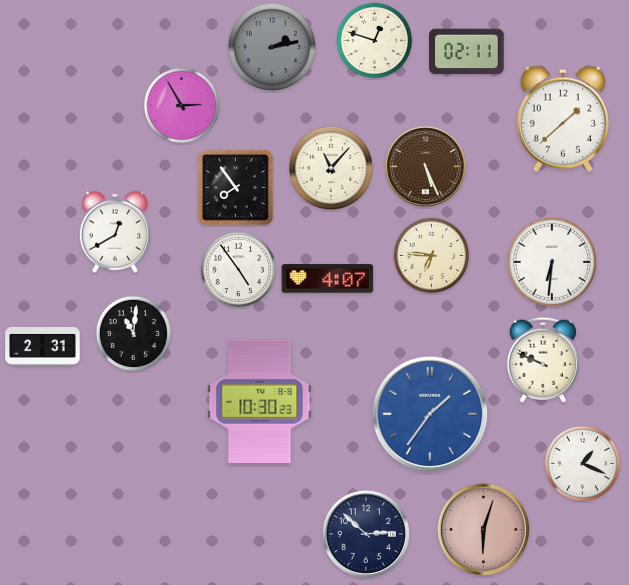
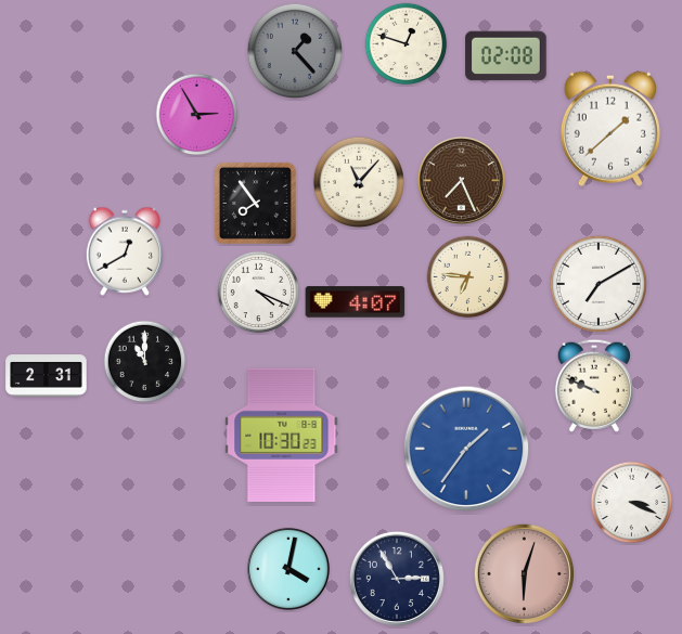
clock at (271, 46): 2:13 -> 1:23
clock at (467, 52): 02:11 -> 02:08
clock at (425, 166): 5:26 -> 7:26
clock at (552, 262): 6:31 -> 7:10
clock at (239, 270): 4:54 -> 4:19
clock at (134, 334): 11:01 -> 11:00
clock at (543, 360) position: (543, 360) -> (594, 386)
clock at (583, 464): 1:19 -> 3:19
clock at (288, 569): none -> 4:02
clock at (366, 534): 2:52 -> 2:55
